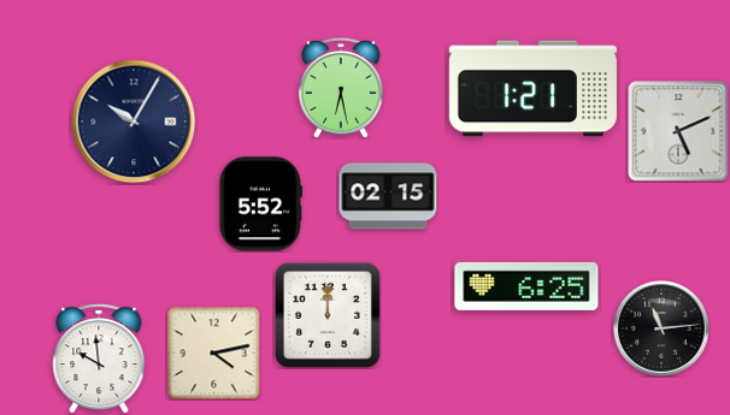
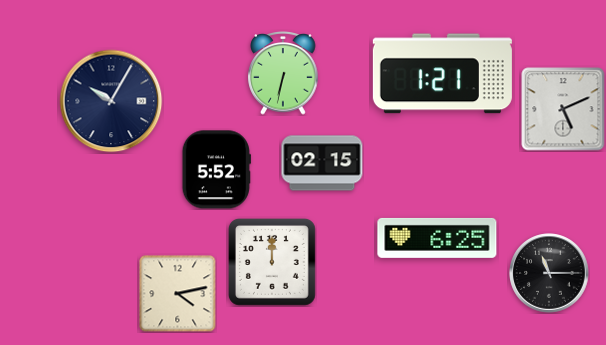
clock at (341, 88): 6:28 -> 6:32
clock at (661, 328): 11:14 -> 11:15
clock at (99, 358): 9:59 -> none
